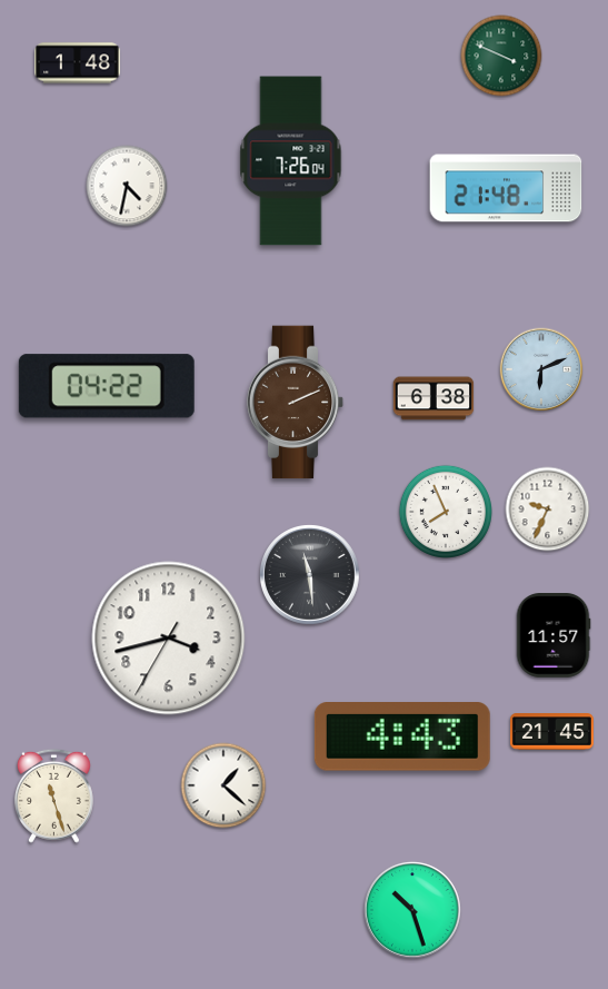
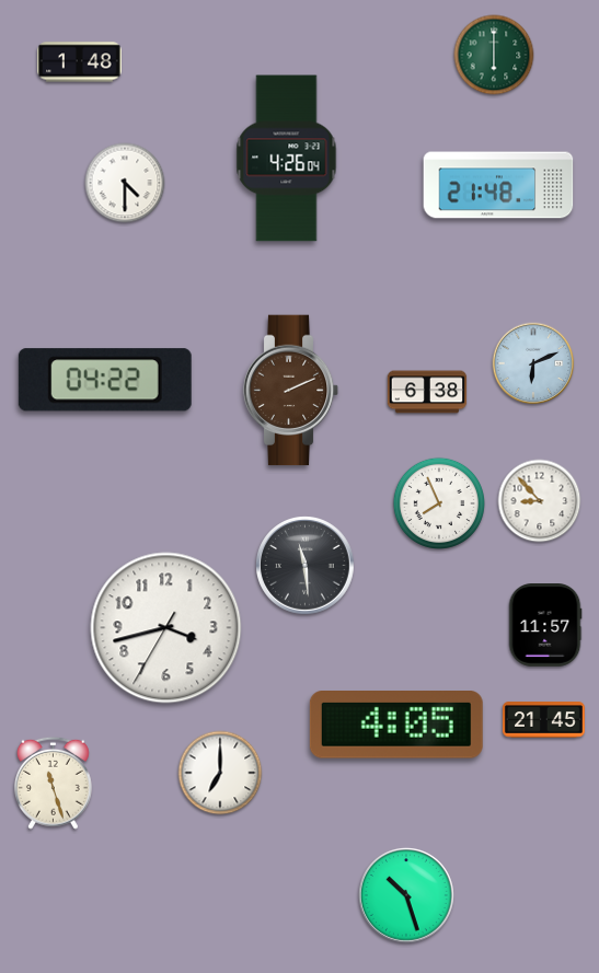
clock at (501, 56): 3:49 -> 6:00
clock at (78, 63) position: (78, 63) -> (80, 62)
clock at (291, 161): 7:26 -> 4:26
clock at (127, 186): 4:32 -> 4:30
clock at (296, 403) position: (296, 403) -> (291, 391)
clock at (548, 510): 9:34 -> 8:53
clock at (402, 738): 4:43 -> 4:05
clock at (223, 785): 1:22 -> 7:00
